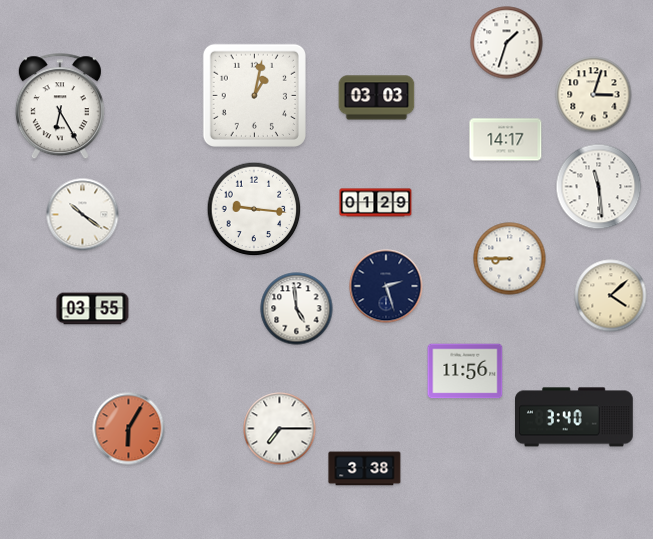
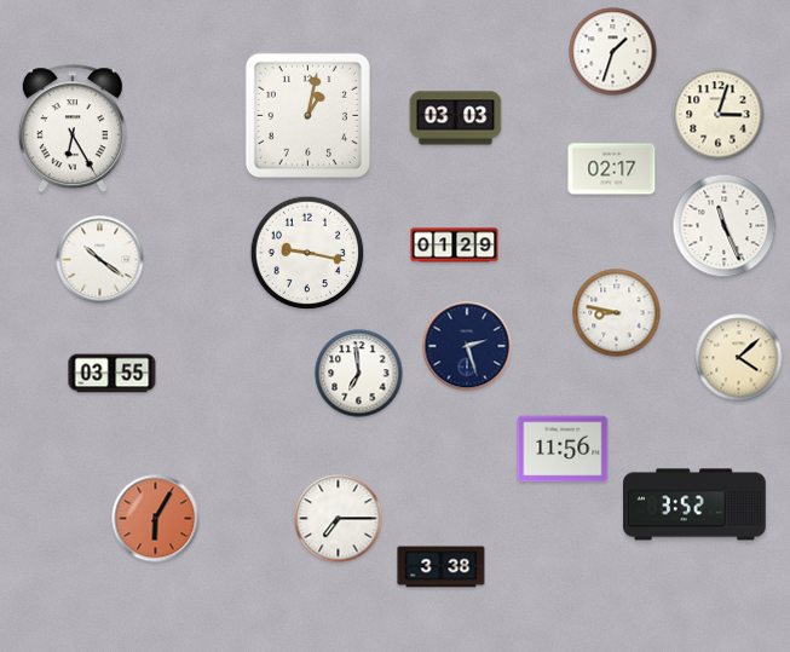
clock at (506, 140): 14:17 -> 02:17
clock at (599, 187): 11:29 -> 11:26
clock at (254, 209): 9:16 -> 9:17
clock at (510, 259): 8:45 -> 8:47
clock at (297, 309): 4:59 -> 6:59
clock at (575, 417): 3:40 -> 3:52
